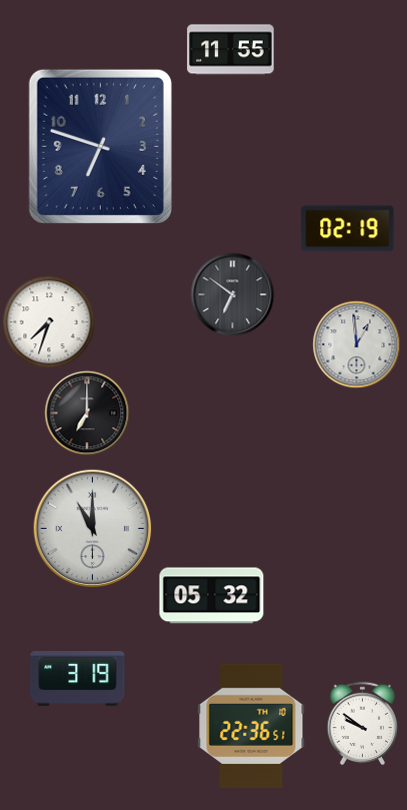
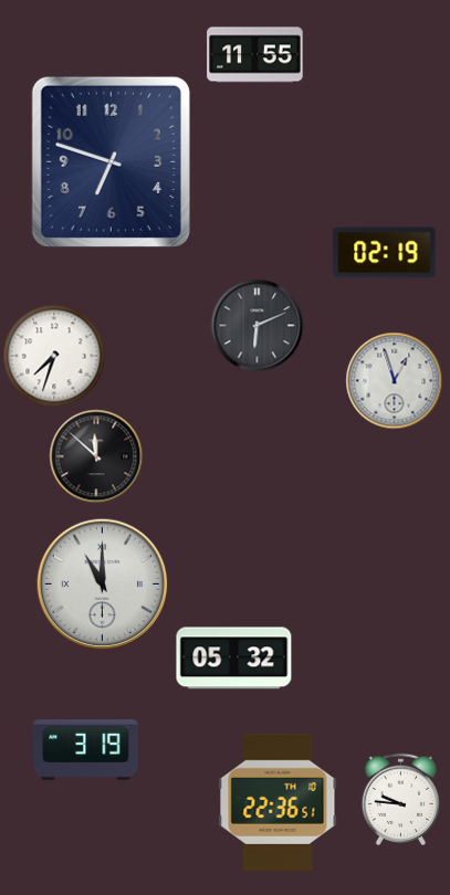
clock at (232, 294): 6:51 -> 6:11
clock at (356, 344): 12:59 -> 12:57
clock at (87, 413): 7:00 -> 11:52
clock at (363, 723): 9:51 -> 9:46
